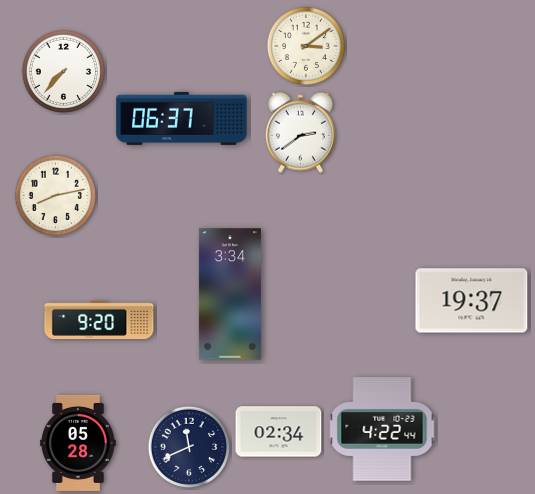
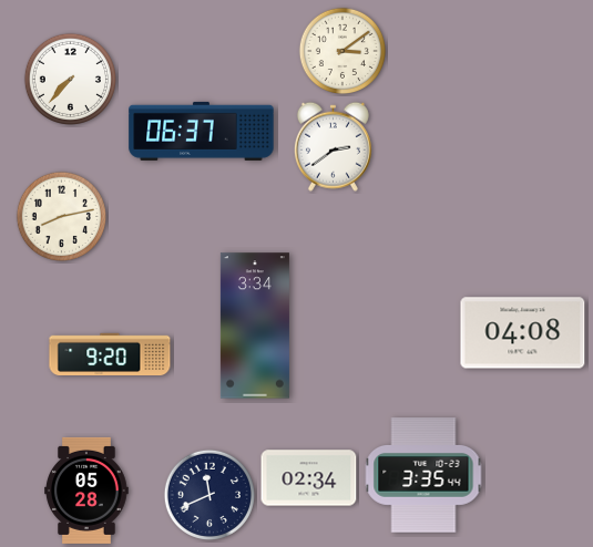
clock at (305, 45) position: (305, 45) -> (341, 50)
clock at (472, 301): 19:37 -> 04:08
clock at (382, 429): 4:22 -> 3:35
